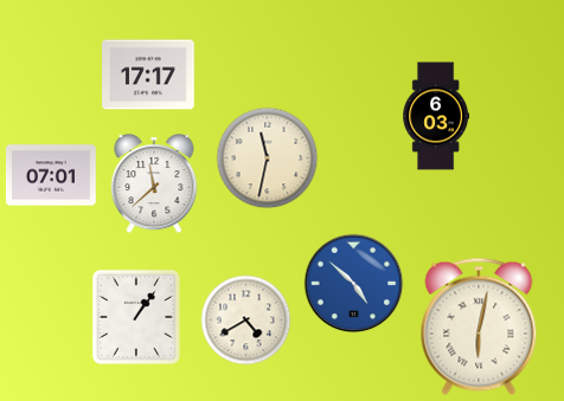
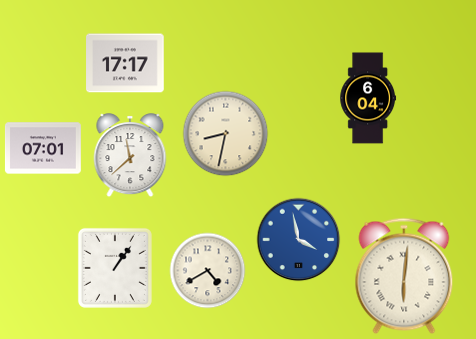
clock at (436, 116): 6:03 -> 6:04
clock at (268, 159): 11:32 -> 8:32
clock at (354, 284): 4:52 -> 3:58
clock at (479, 326): 6:02 -> 6:01
